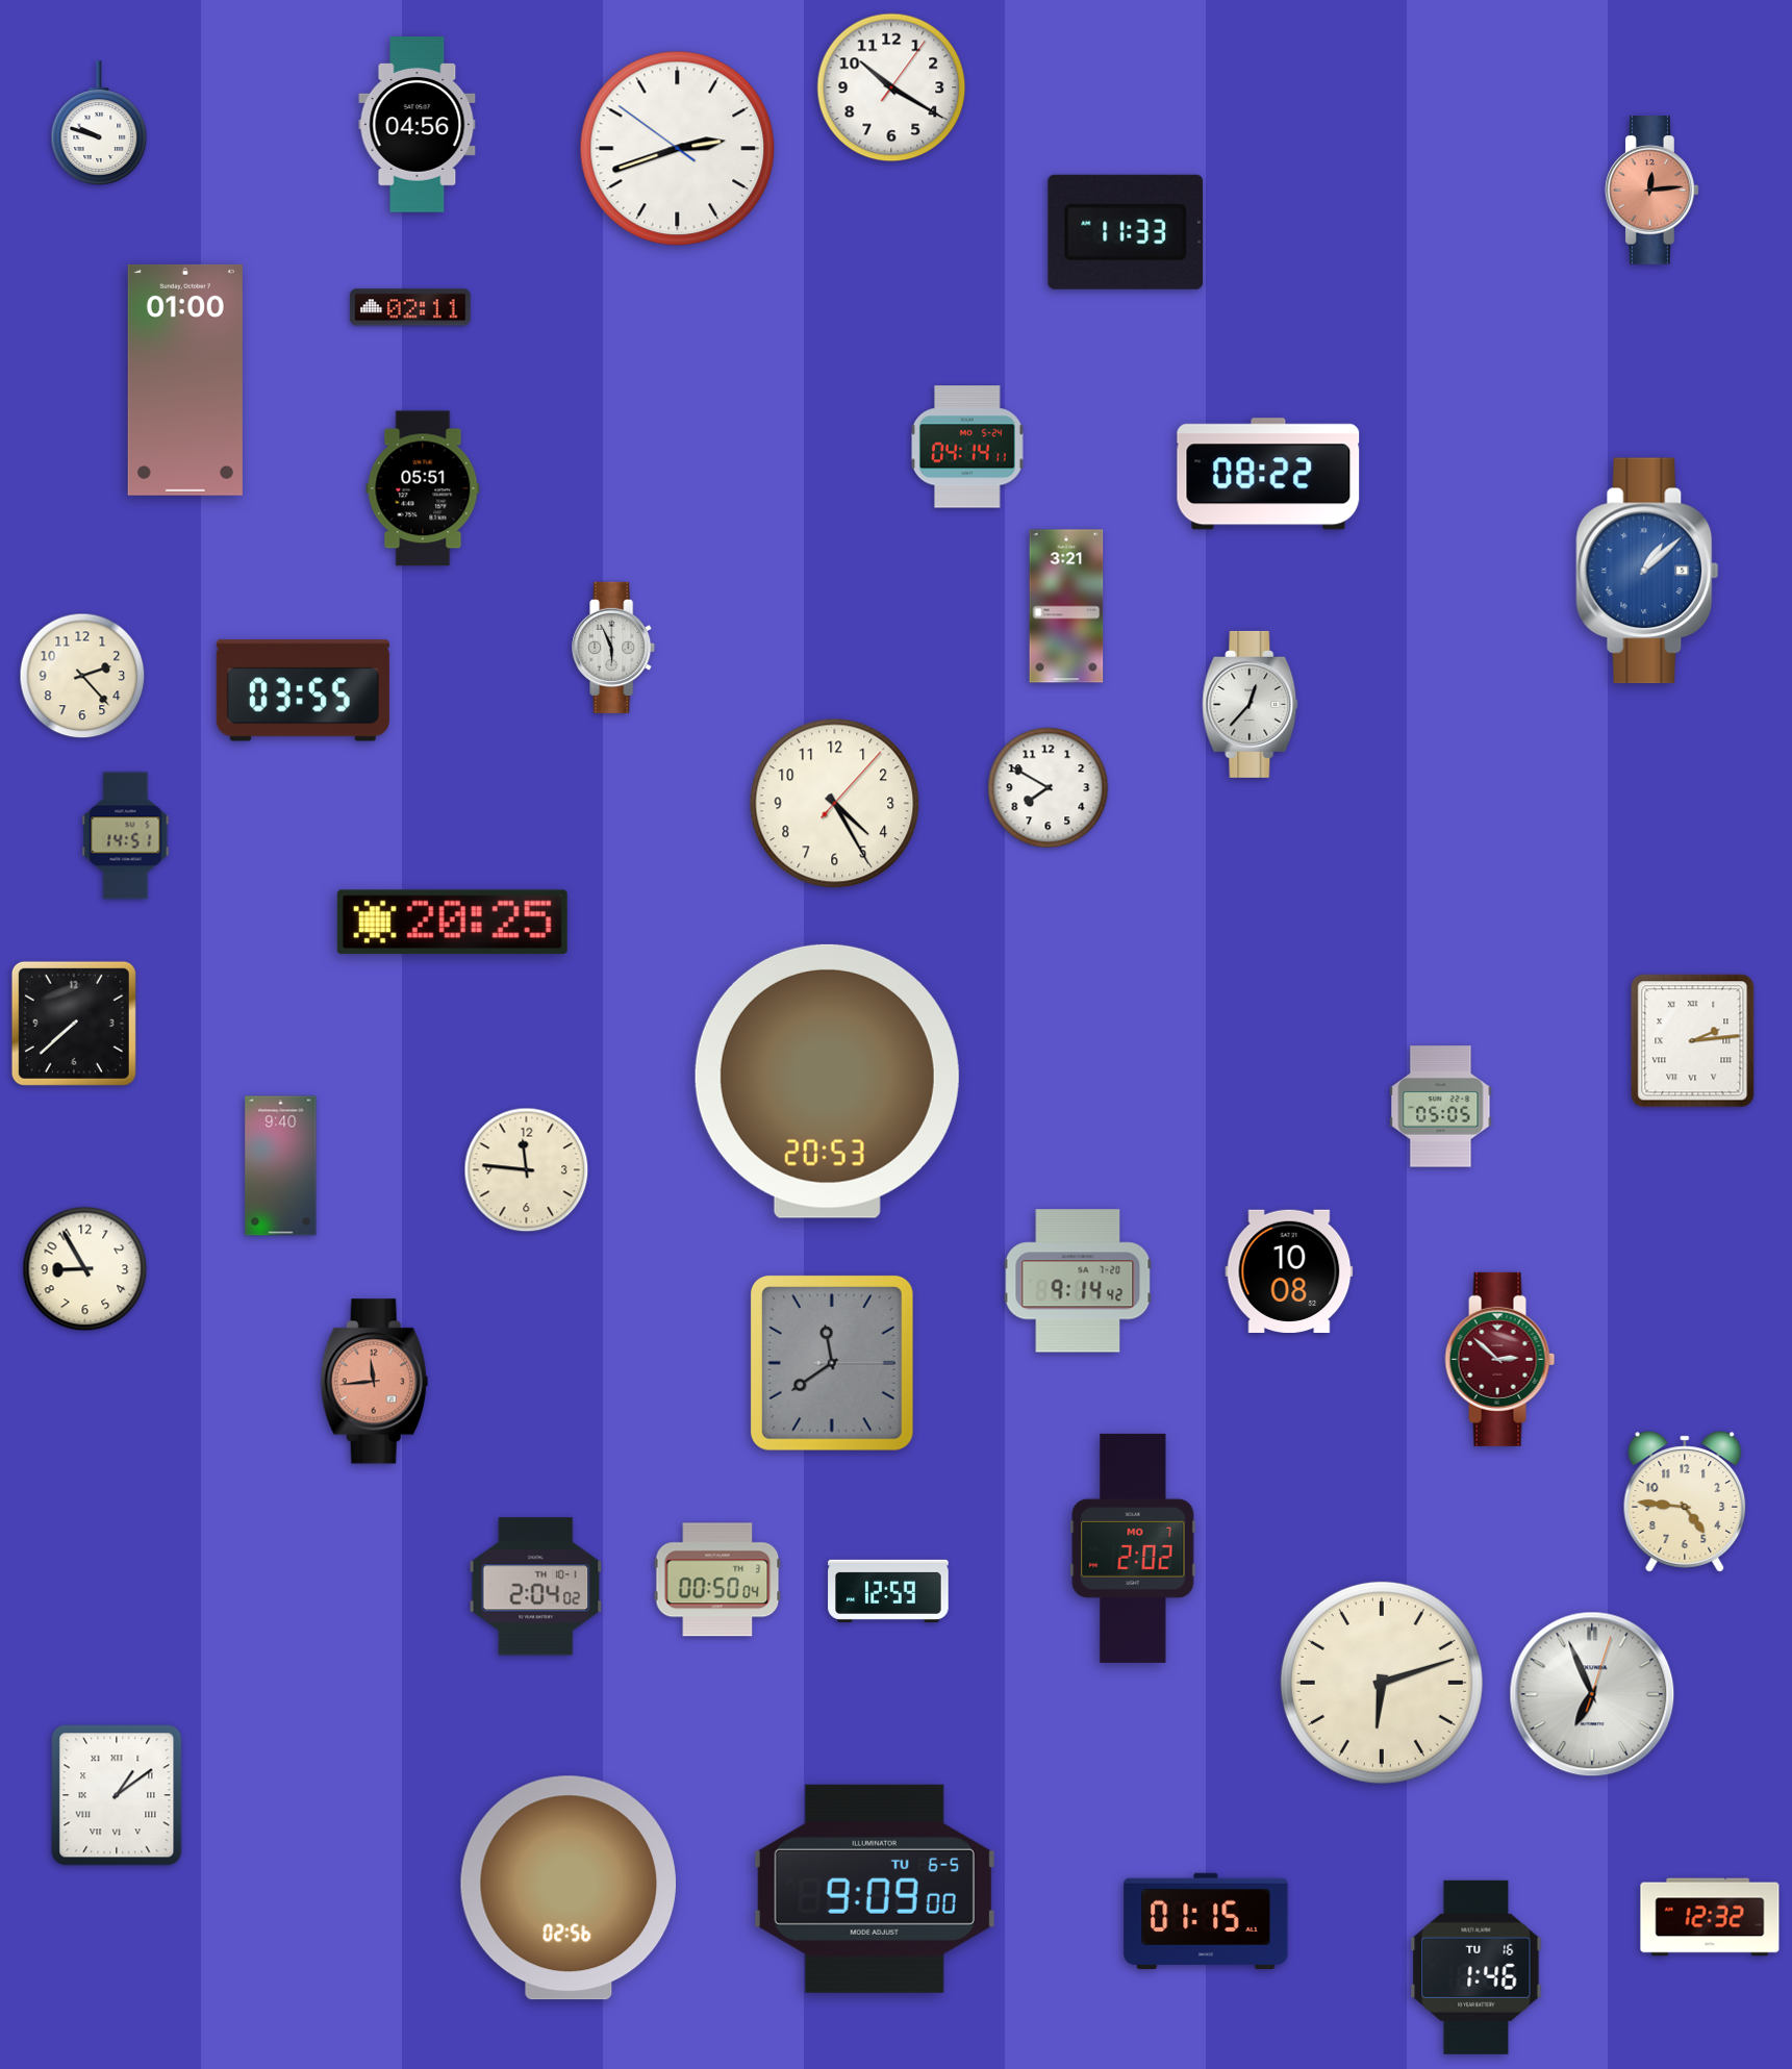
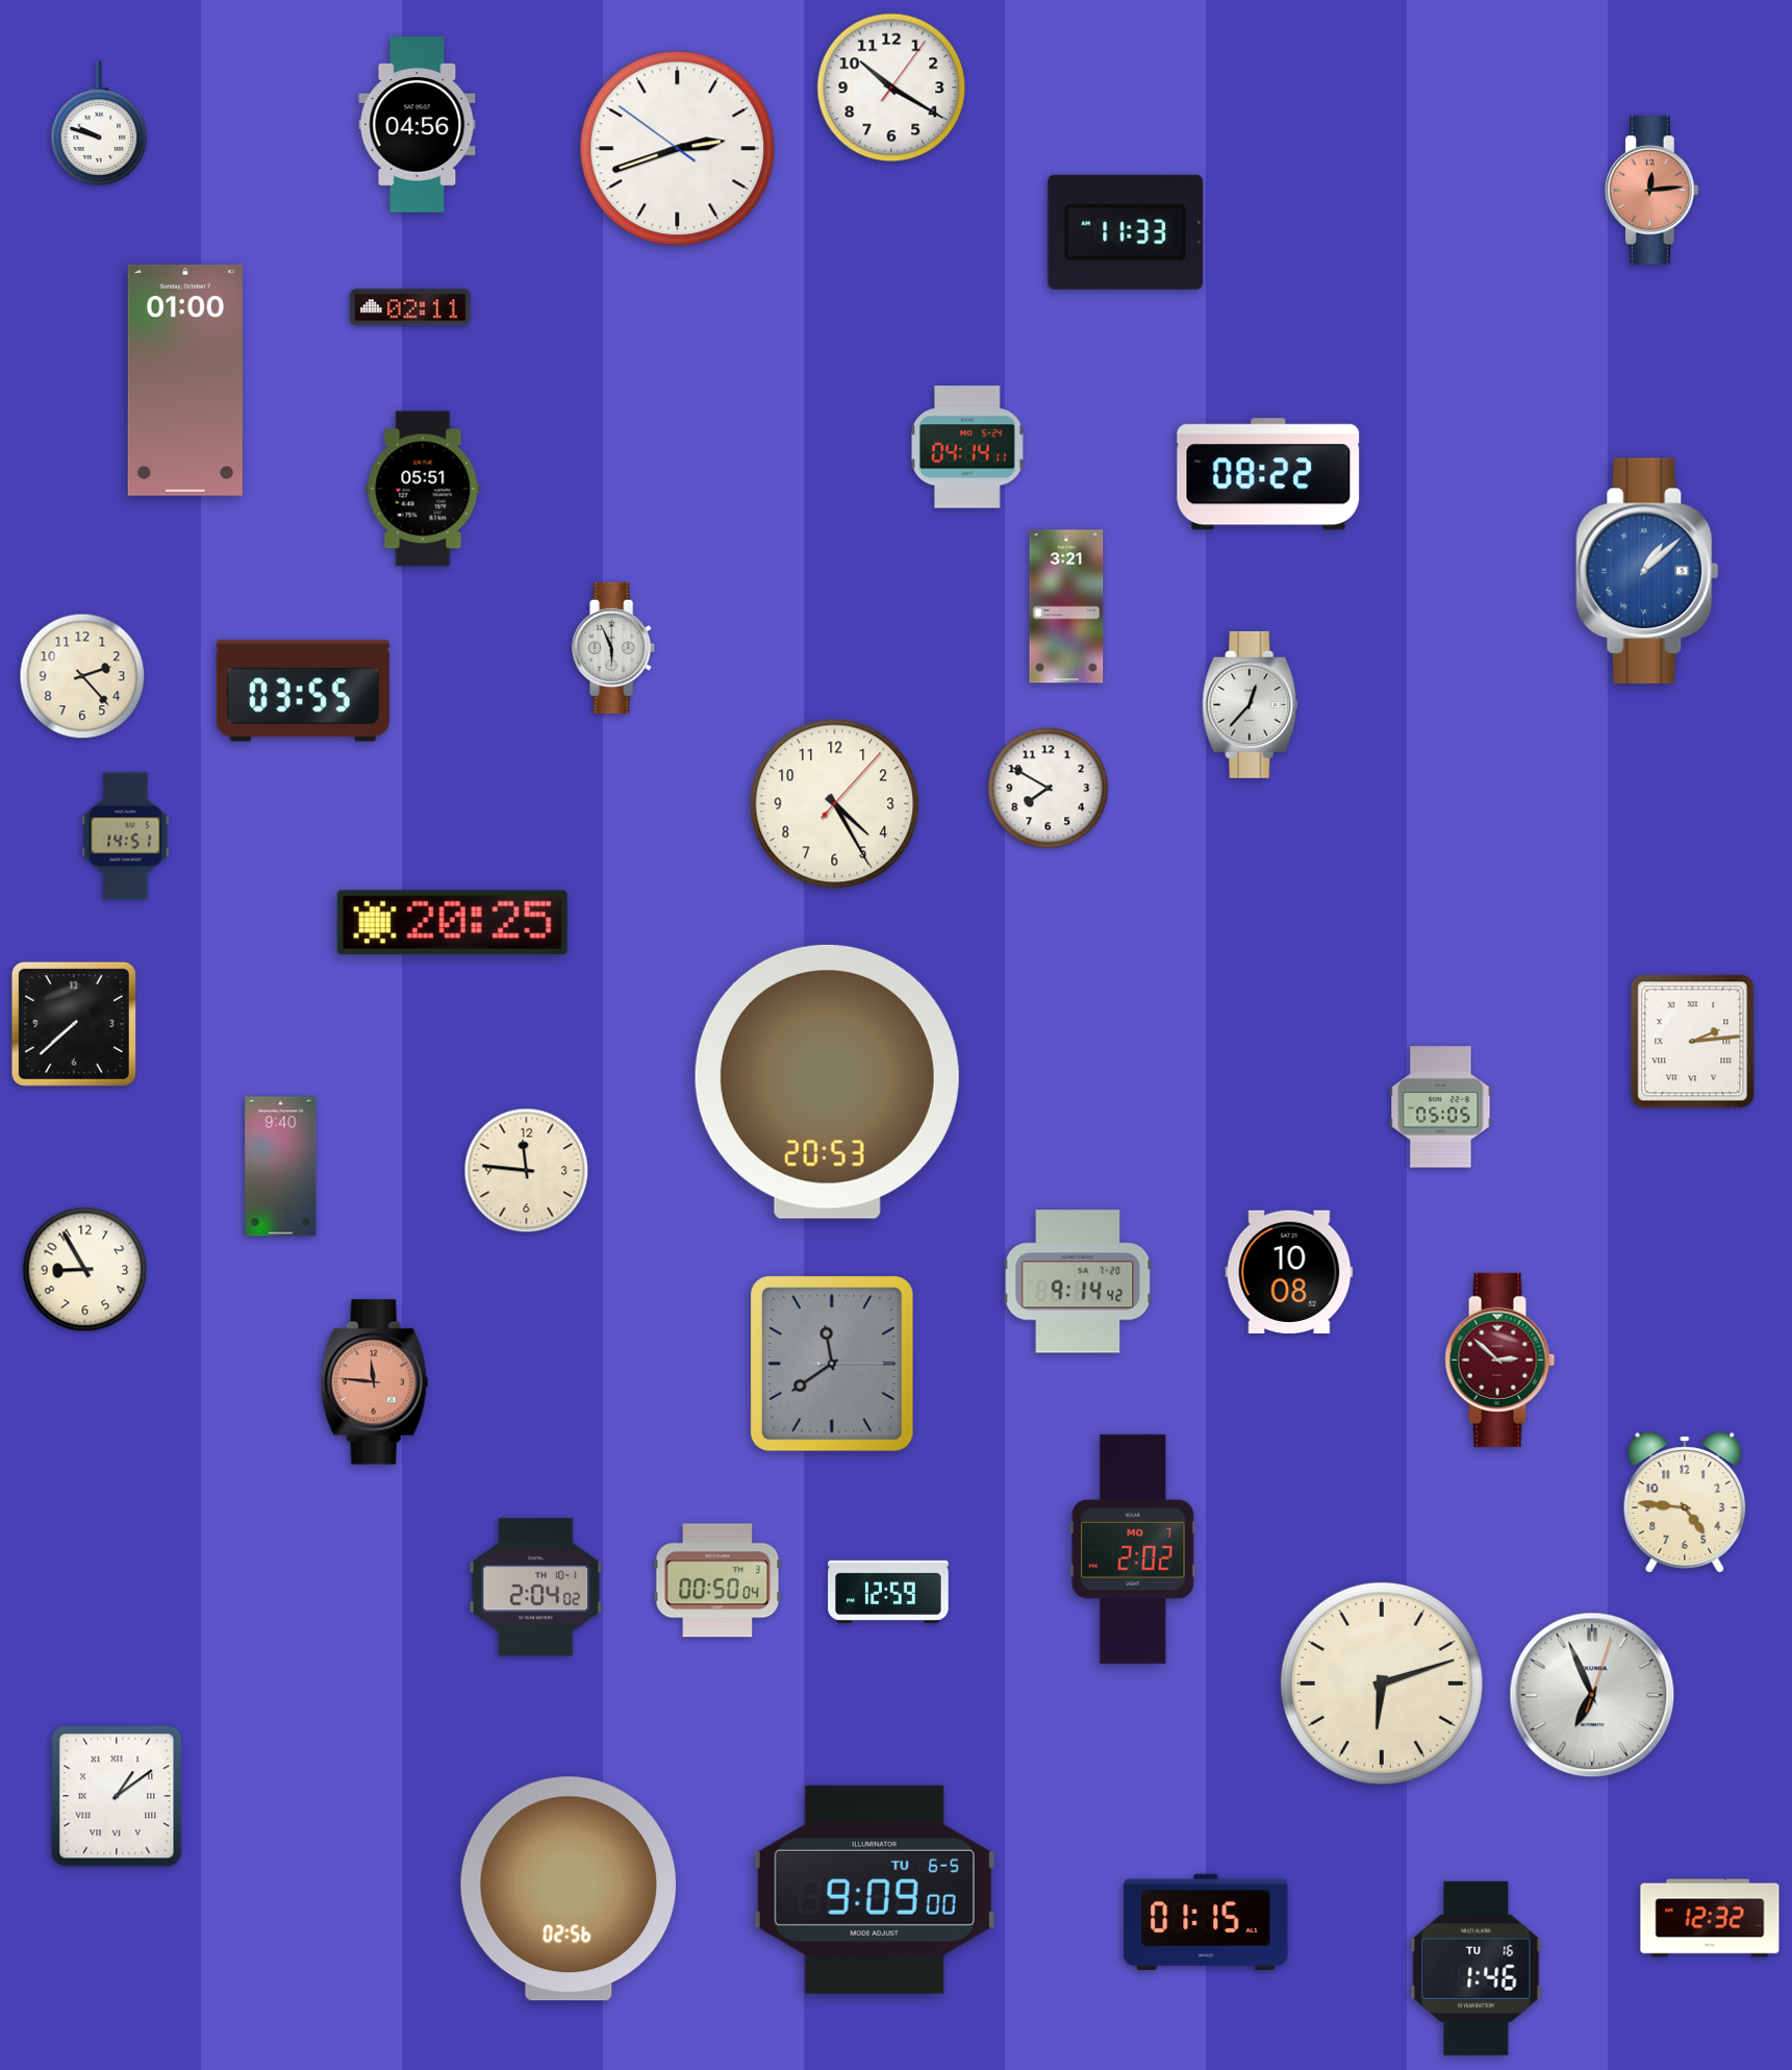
clock at (374, 1382): 11:44 -> 11:46
